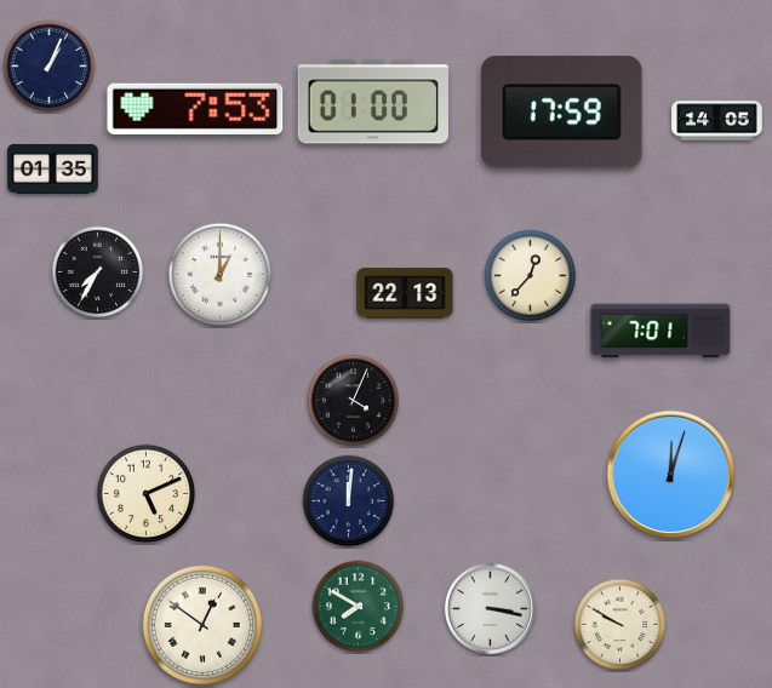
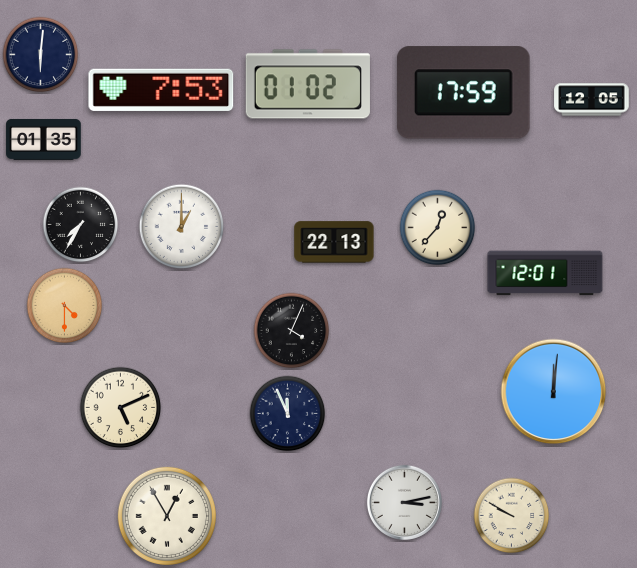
clock at (50, 67): 1:04 -> 6:01
clock at (373, 102): 01:00 -> 01:02
clock at (717, 121): 14:05 -> 12:05
clock at (661, 331): 7:01 -> 12:01
clock at (65, 306): none -> 4:30
clock at (671, 475): 12:03 -> 12:01
clock at (349, 501): 12:01 -> 11:56
clock at (359, 607): 7:50 -> none
clock at (490, 608): 3:17 -> 3:13
clock at (202, 625): 12:51 -> 12:55
